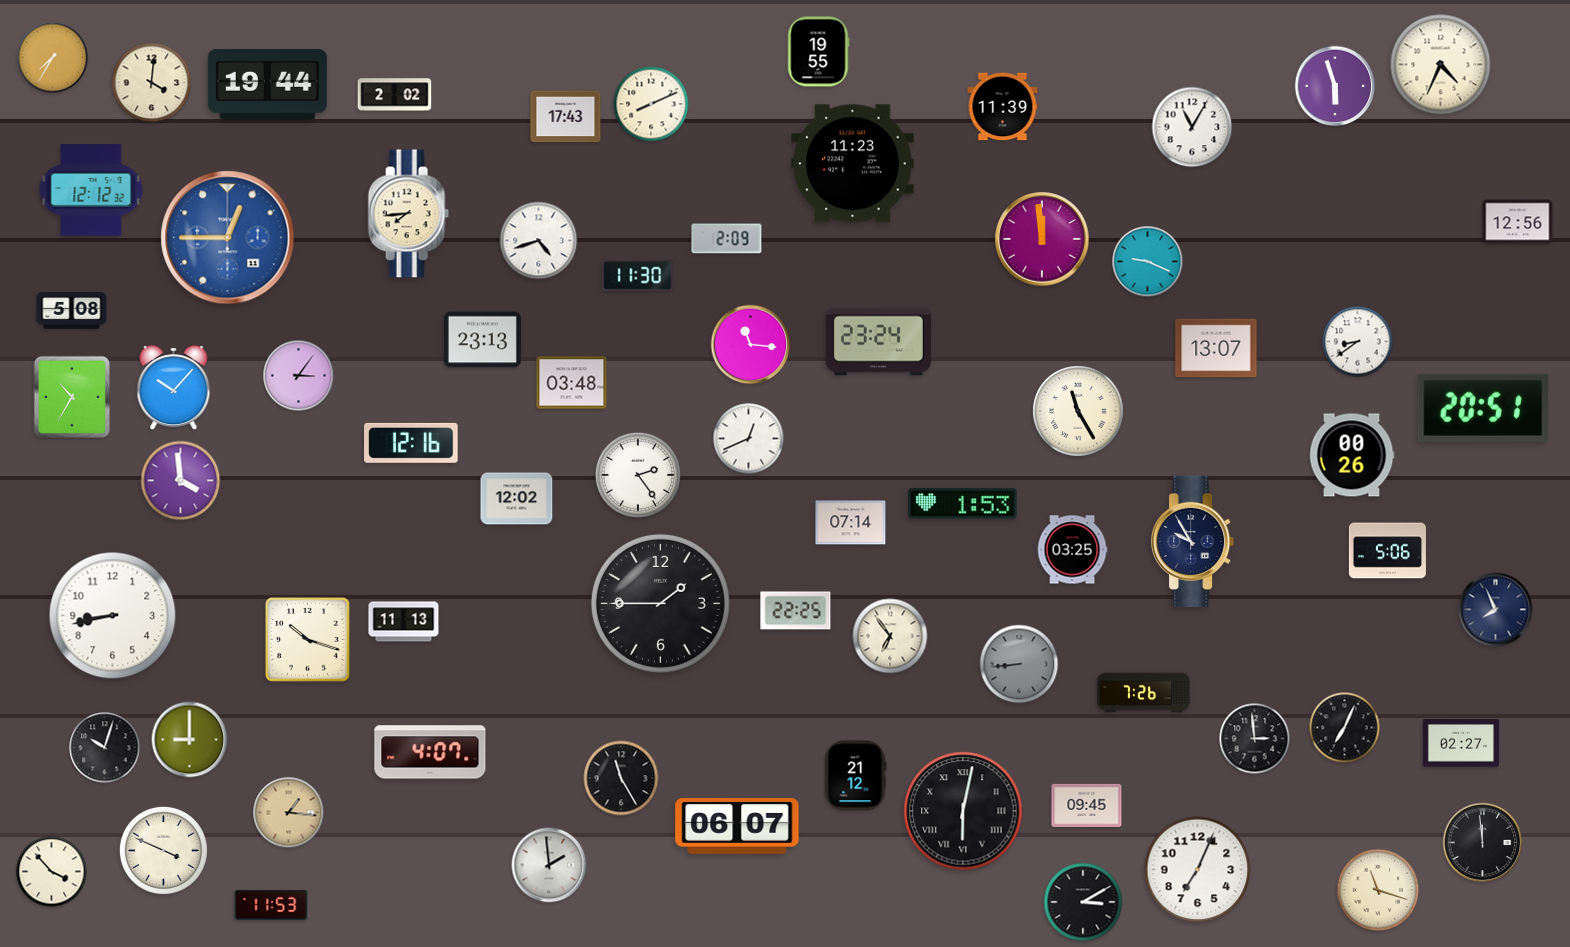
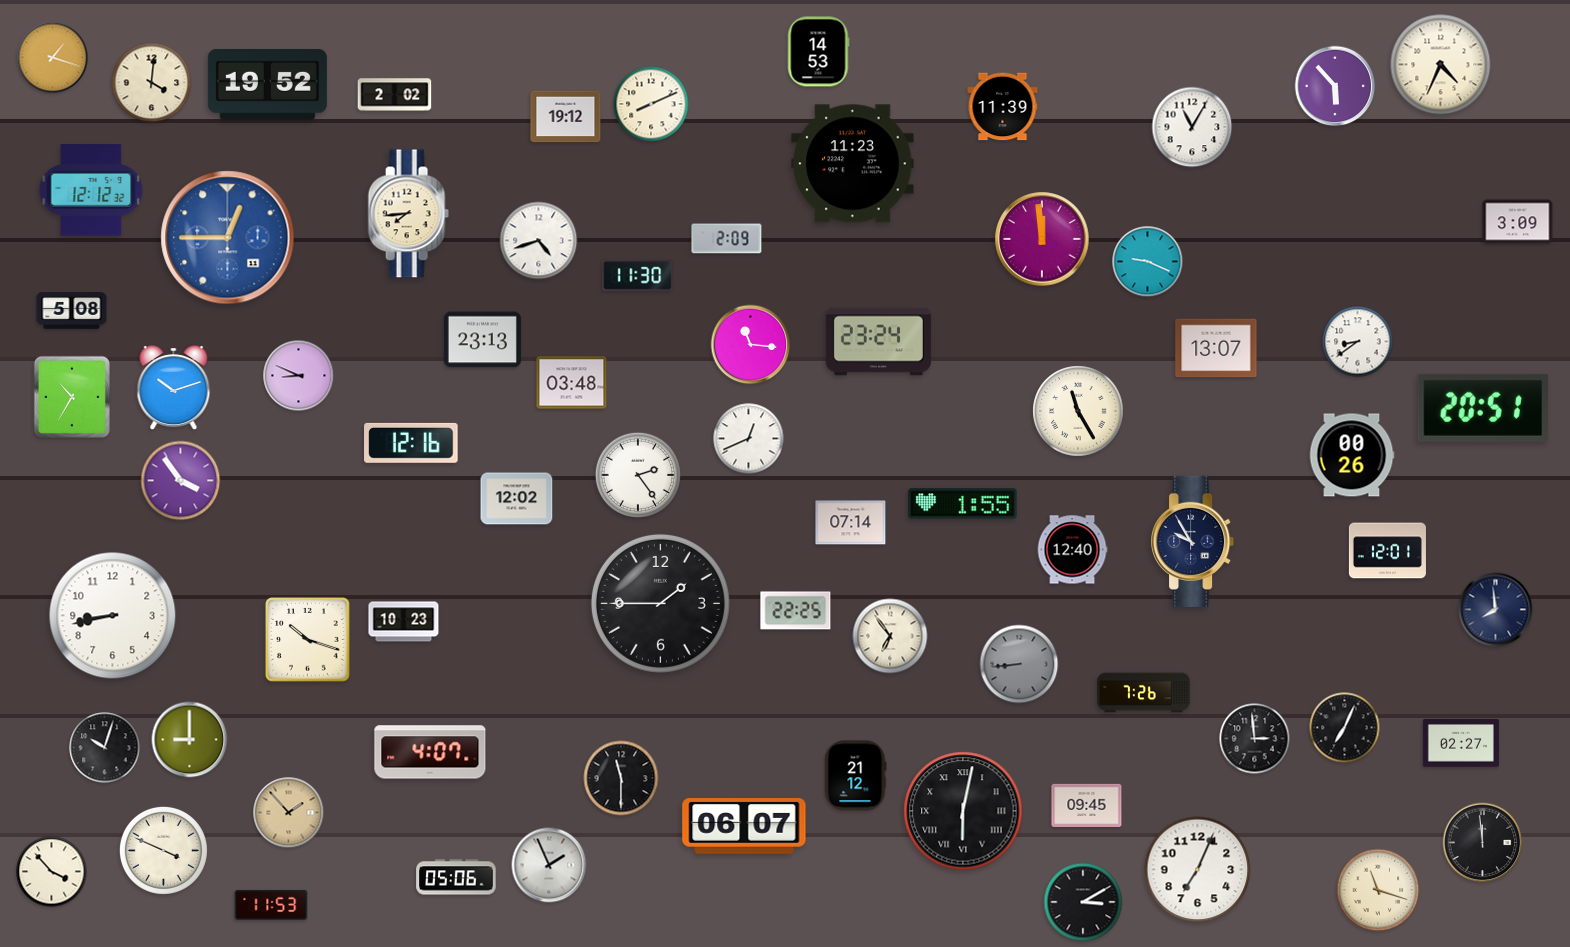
clock at (818, 52): 19:55 -> 14:53
clock at (53, 58): 7:35 -> 1:18
clock at (267, 85): 19:44 -> 19:52
clock at (1335, 86): 5:57 -> 5:53
clock at (566, 117): 17:43 -> 19:12
clock at (1518, 222): 12:56 -> 3:09
clock at (299, 376): 3:06 -> 8:49
clock at (174, 388): 10:07 -> 10:12
clock at (181, 481): 3:59 -> 3:54
clock at (963, 504): 1:53 -> 1:55
clock at (1072, 550): 03:25 -> 12:40
clock at (1387, 551): 5:06 -> 12:01
clock at (1496, 610): 7:56 -> 7:59
clock at (404, 622): 11:13 -> 10:23
clock at (621, 778): 11:25 -> 11:30
clock at (289, 813): 1:16 -> 1:53
clock at (737, 826) position: (737, 826) -> (744, 826)
clock at (549, 865): 1:59 -> 1:56
clock at (456, 877): none -> 05:06
